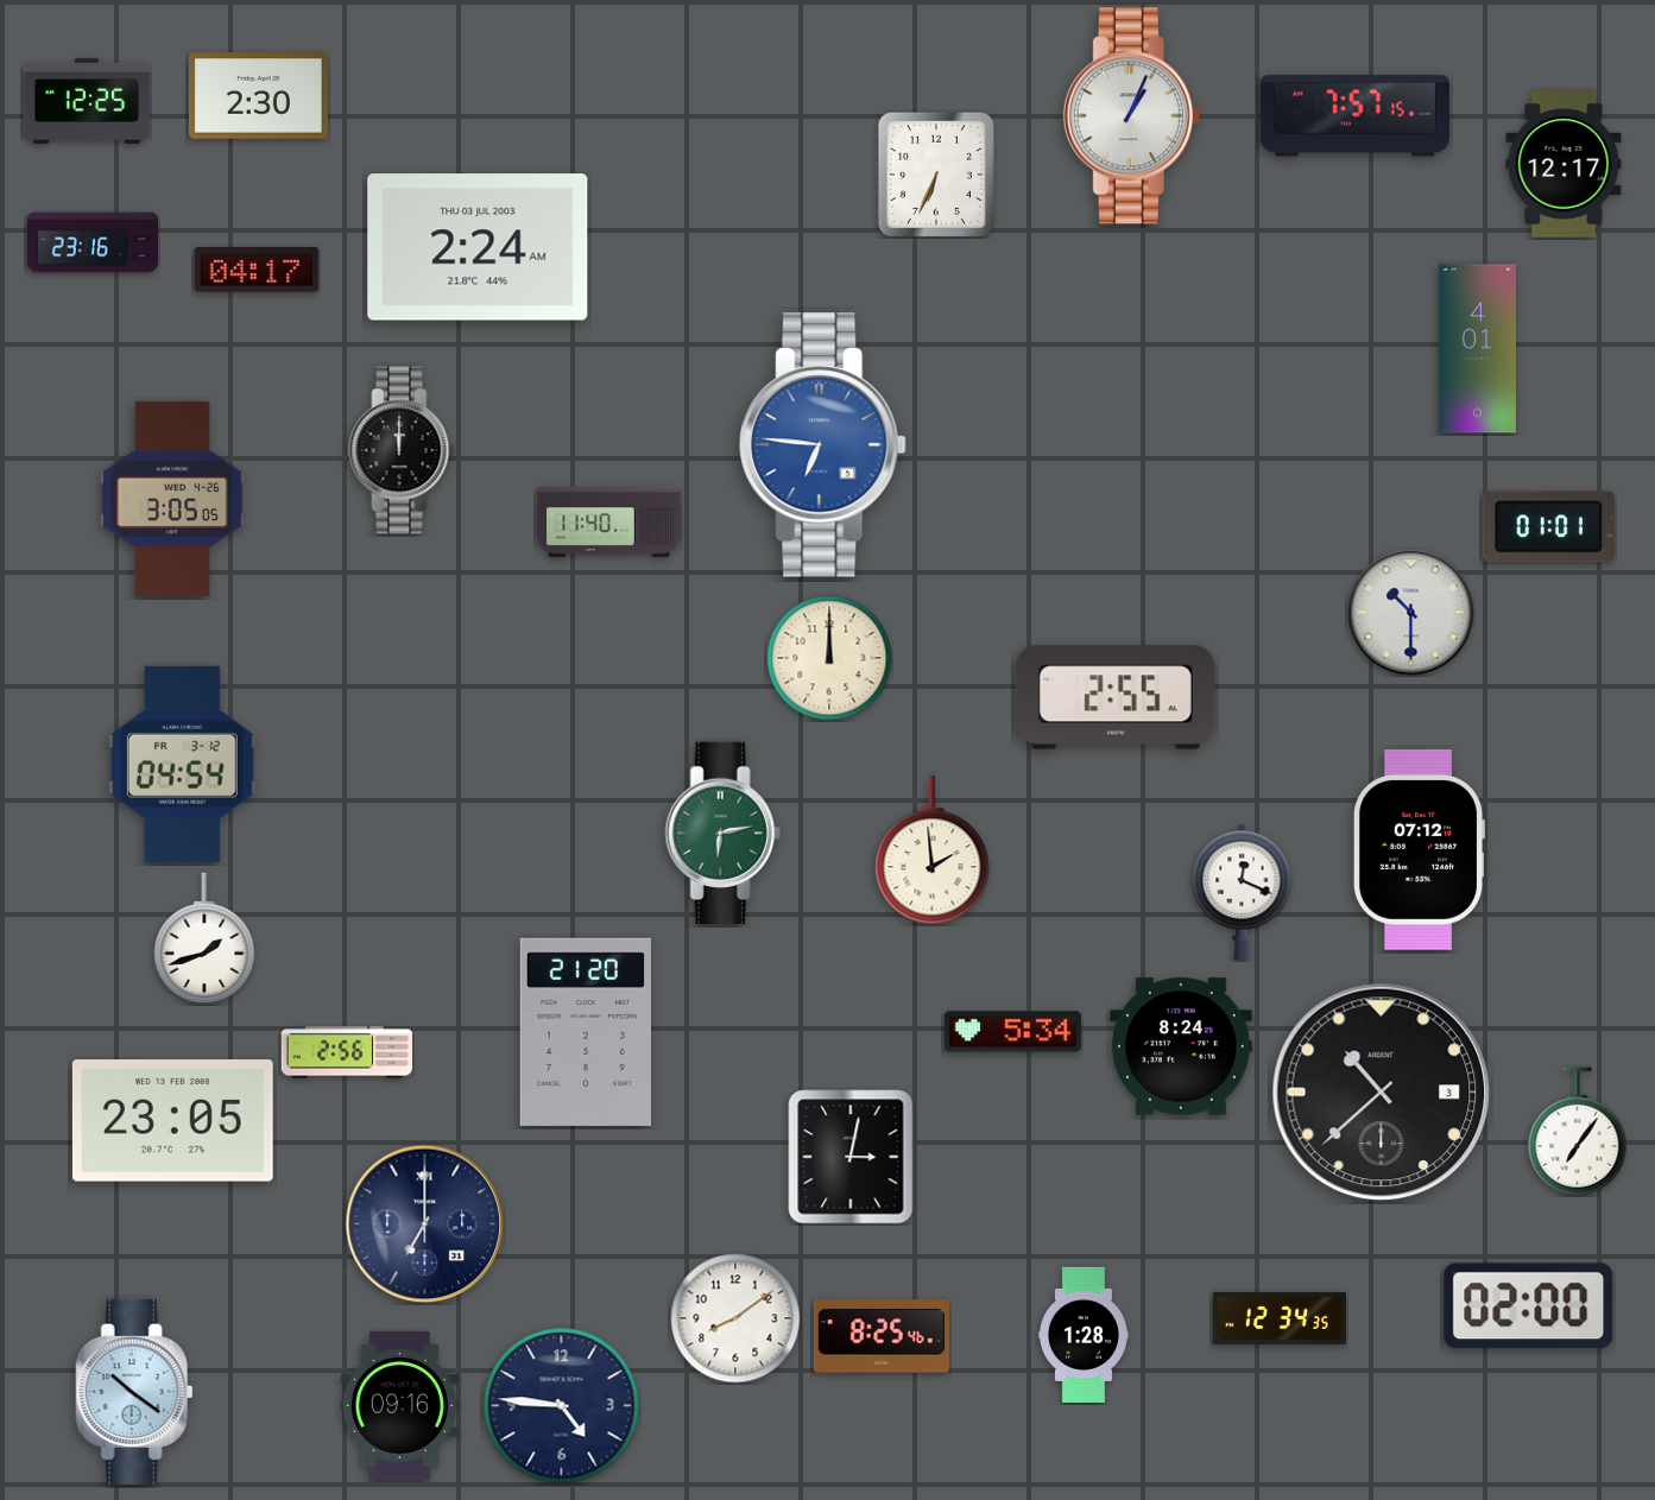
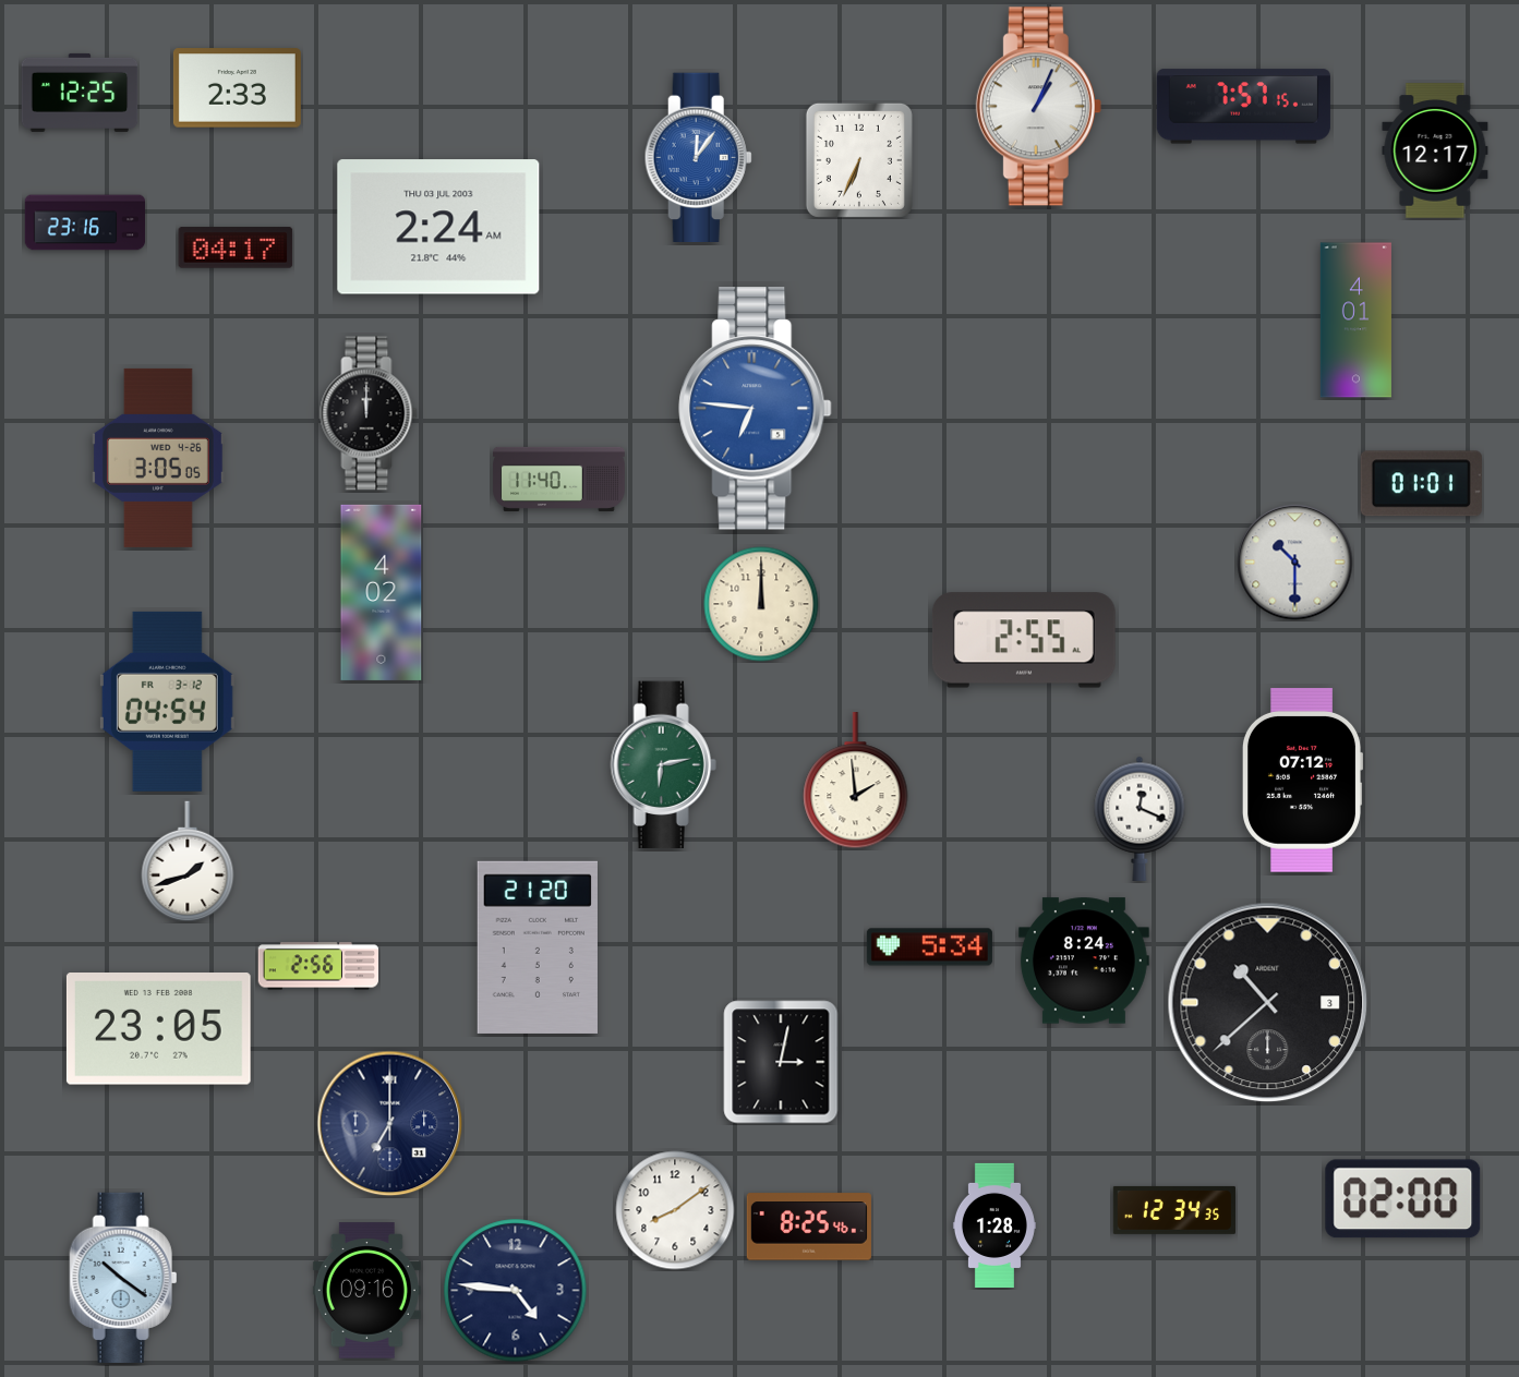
clock at (258, 96): 2:30 -> 2:33
clock at (698, 157): none -> 12:06
clock at (382, 592): none -> 4:02
clock at (1578, 1132): 7:06 -> none
